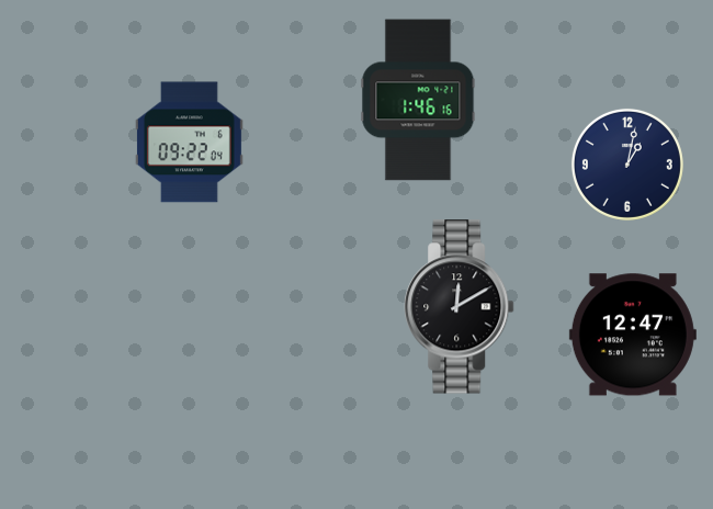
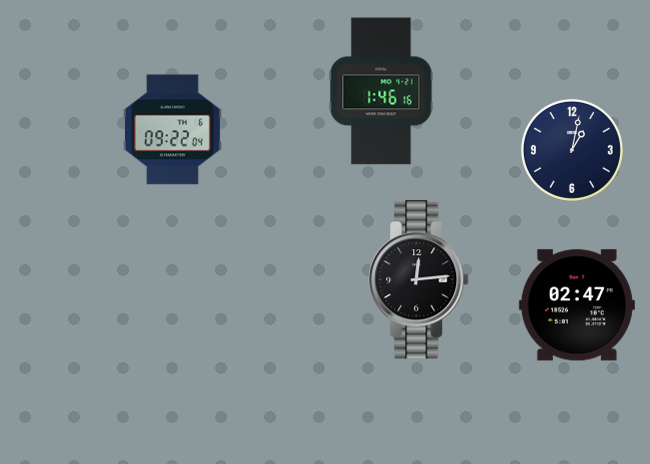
clock at (460, 307): 12:10 -> 12:14
clock at (633, 335): 12:47 -> 02:47
